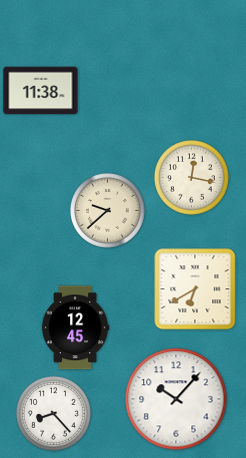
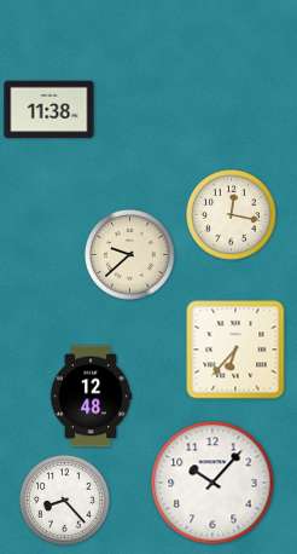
clock at (195, 289): 6:40 -> 6:37
clock at (75, 328): 12:45 -> 12:48
